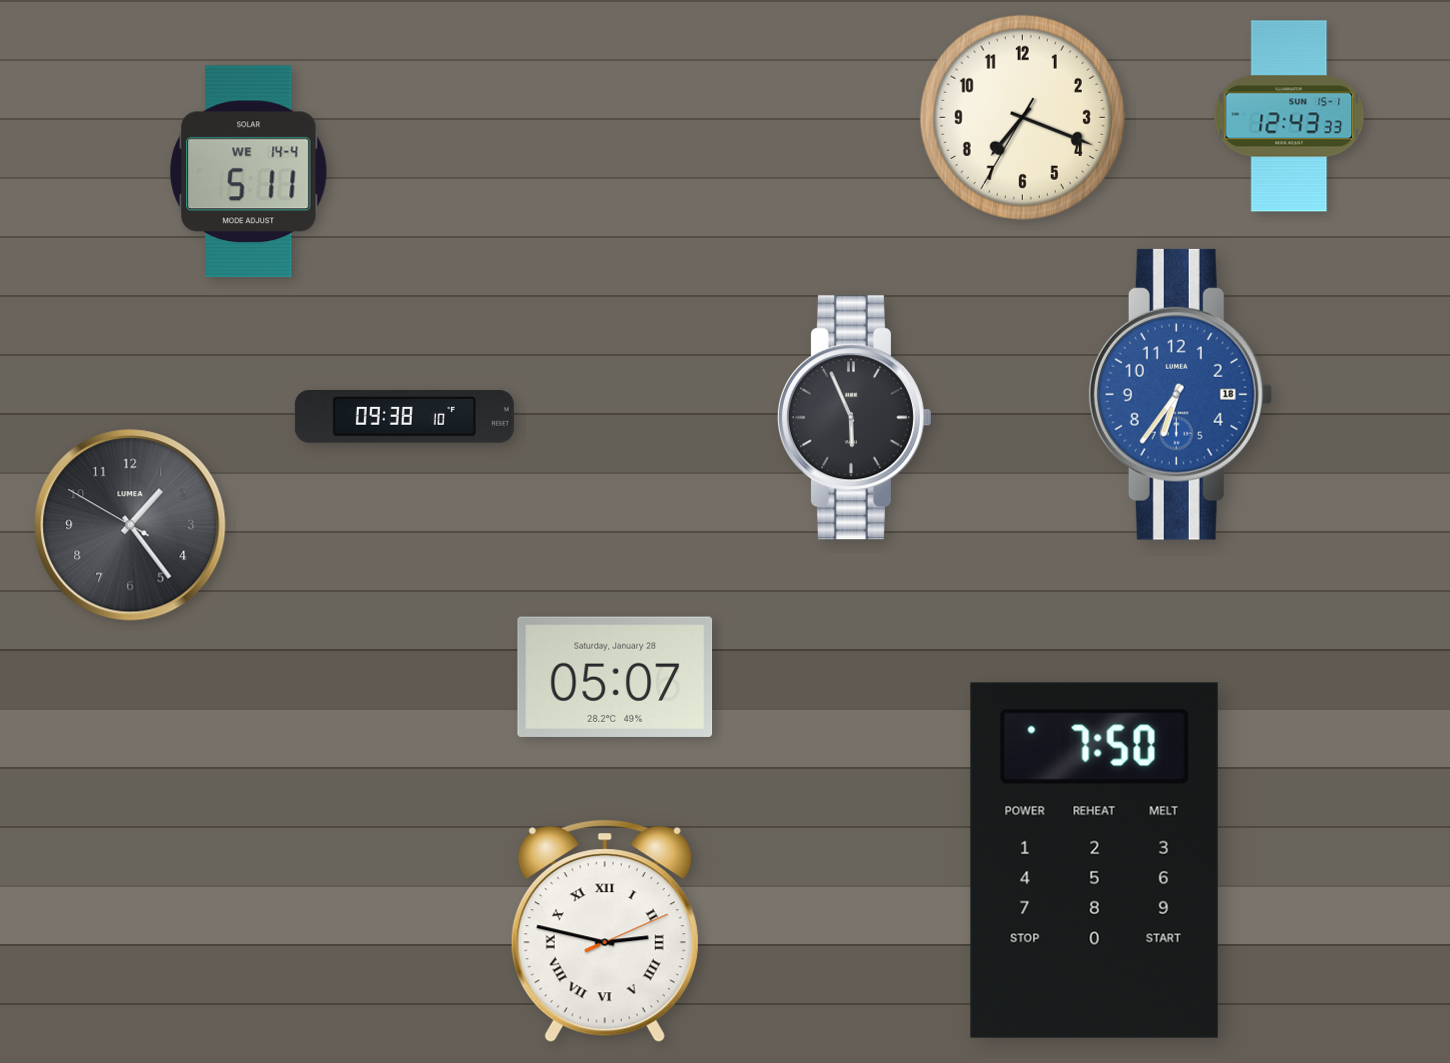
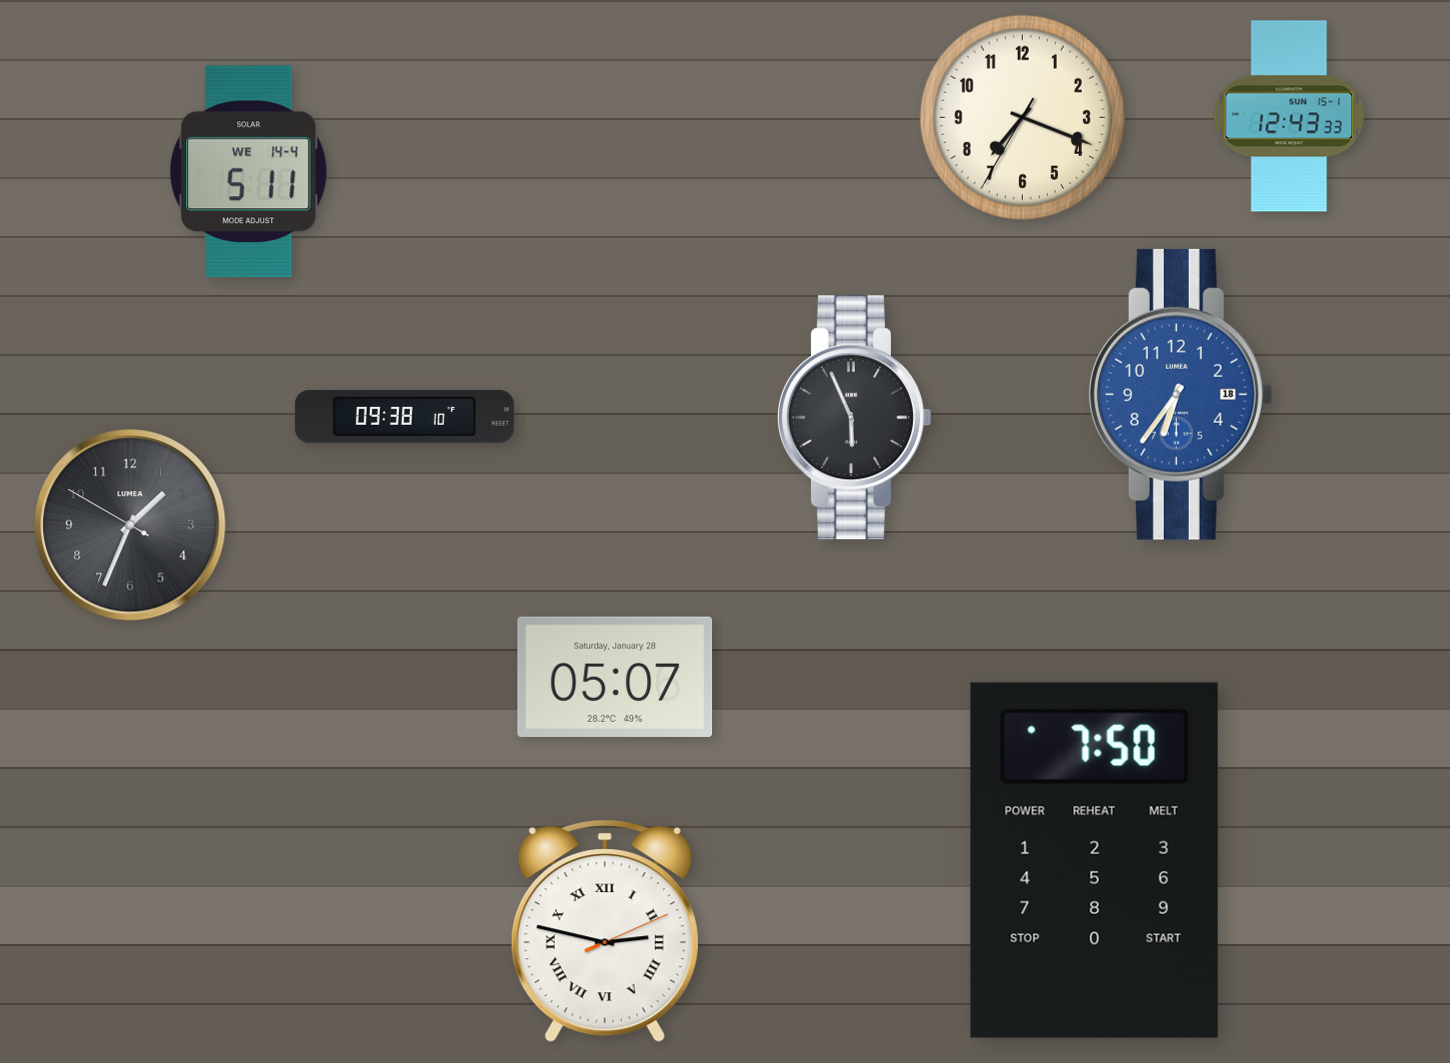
clock at (130, 525): 1:23 -> 1:33
